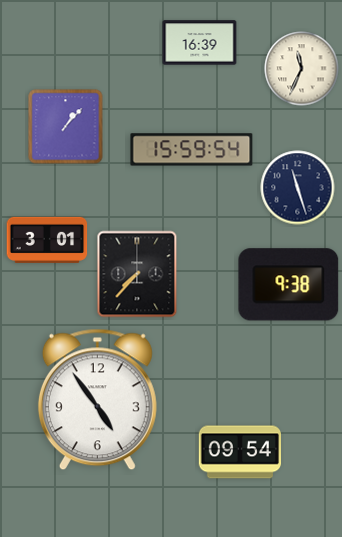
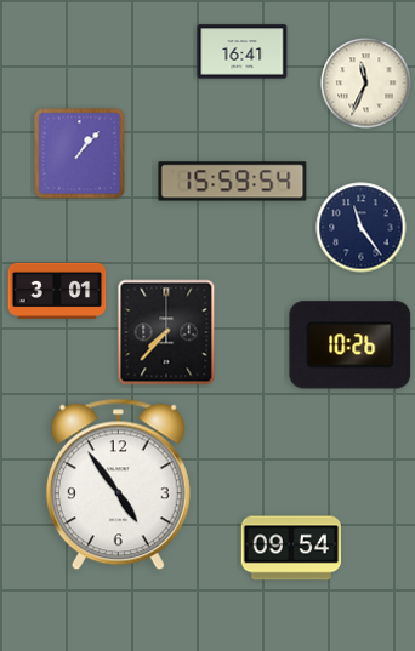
clock at (200, 43): 16:39 -> 16:41
clock at (298, 188): 11:27 -> 11:24
clock at (289, 285): 9:38 -> 10:26
